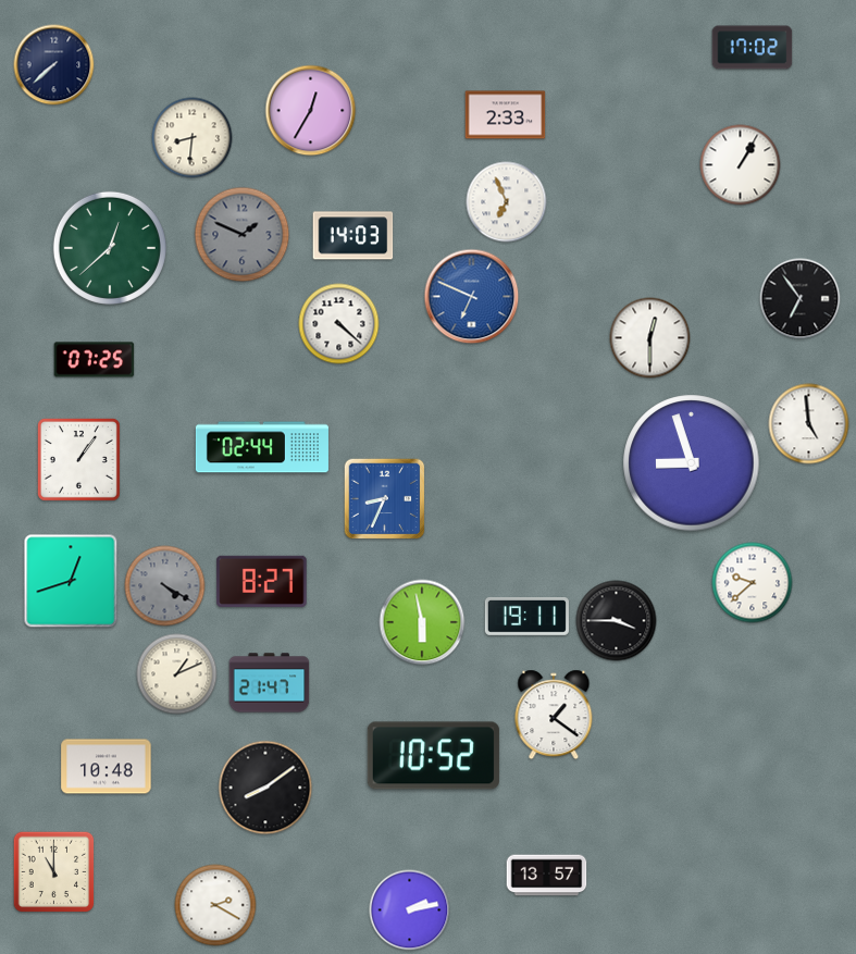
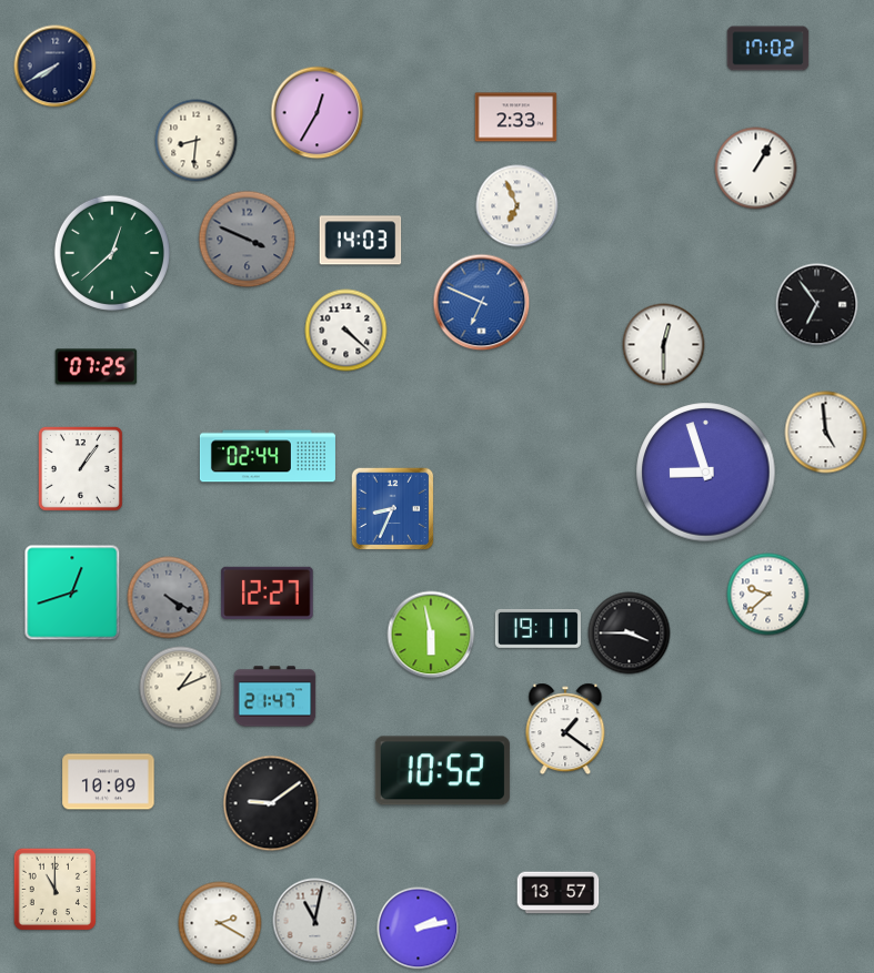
clock at (54, 65): 7:38 -> 7:40
clock at (243, 235): 1:49 -> 3:49
clock at (262, 581): 8:27 -> 12:27
clock at (107, 767): 10:48 -> 10:09
clock at (265, 788): 8:09 -> 9:09
clock at (315, 921): none -> 11:02
